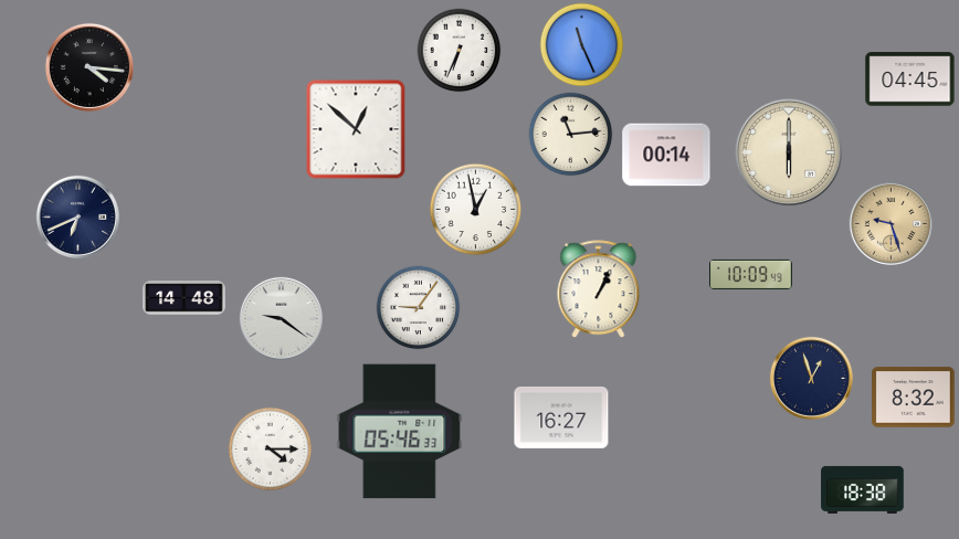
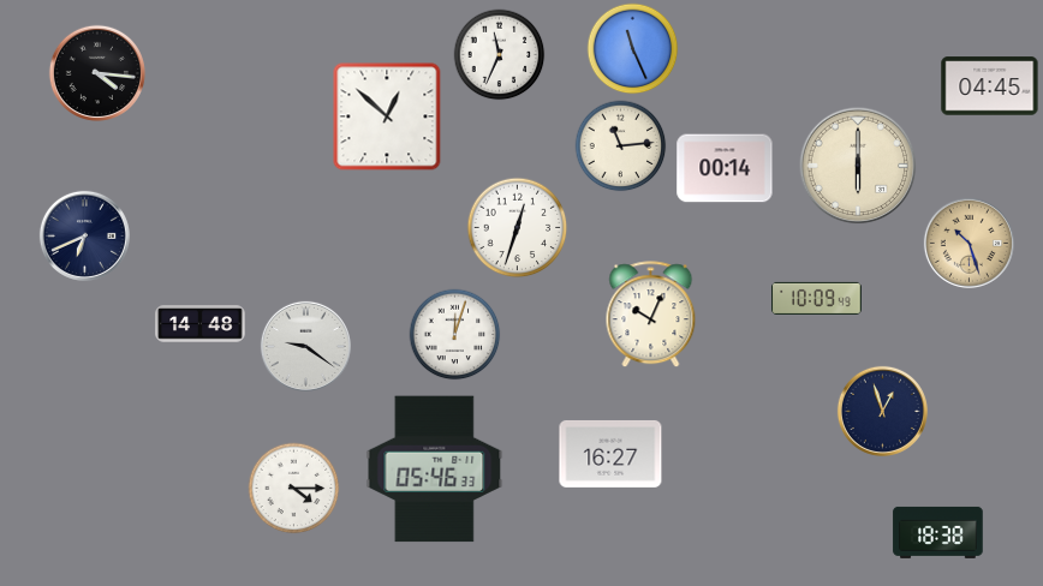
clock at (460, 51): 6:34 -> 11:34
clock at (356, 129) position: (356, 129) -> (387, 116)
clock at (476, 210): 12:58 -> 12:33
clock at (890, 223): 9:27 -> 10:27
clock at (599, 289): 1:04 -> 10:04
clock at (419, 308): 9:06 -> 12:03
clock at (914, 398): 8:32 -> none
